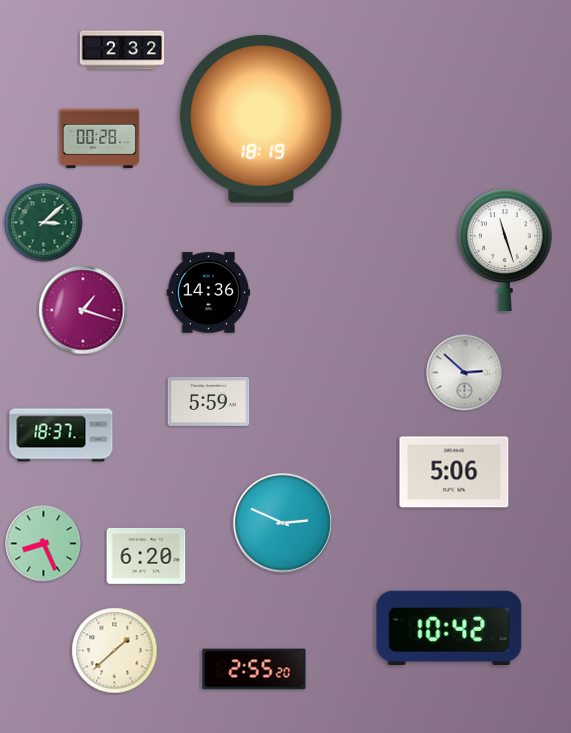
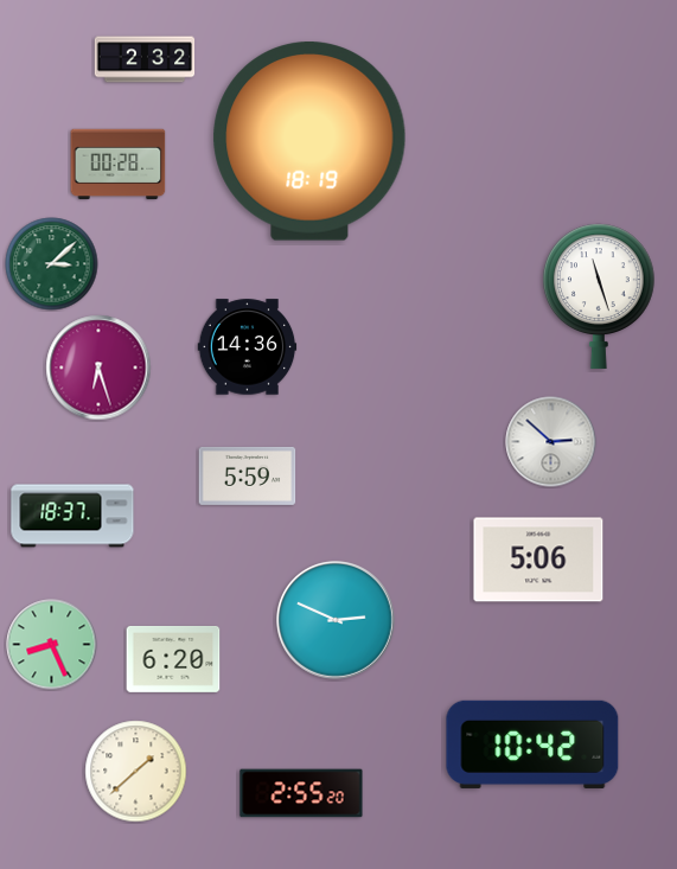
clock at (83, 310): 1:18 -> 6:27
